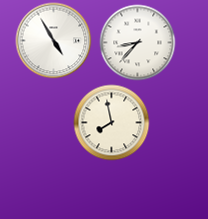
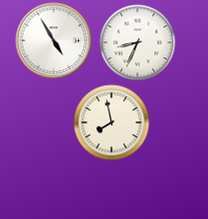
clock at (138, 43): 8:37 -> 8:34
